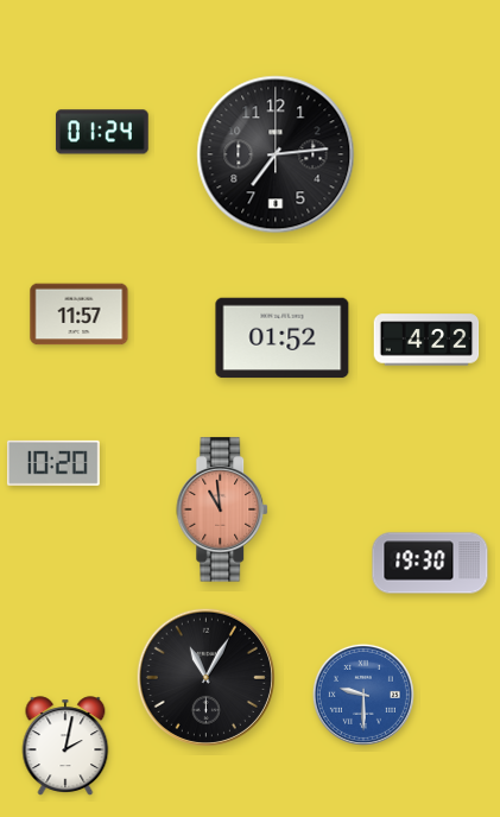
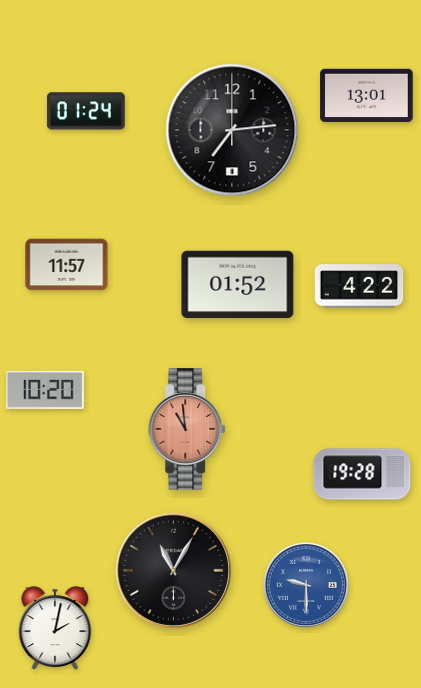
clock at (367, 95): none -> 13:01
clock at (430, 563): 19:30 -> 19:28
